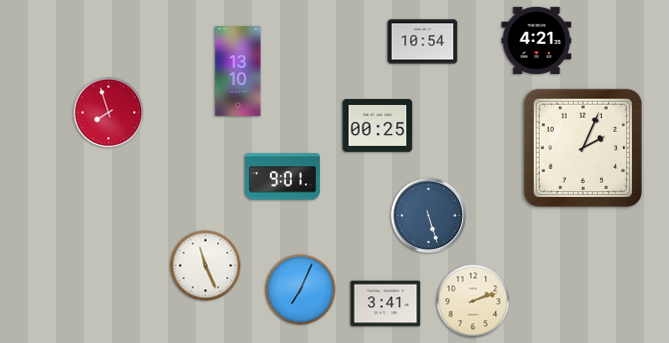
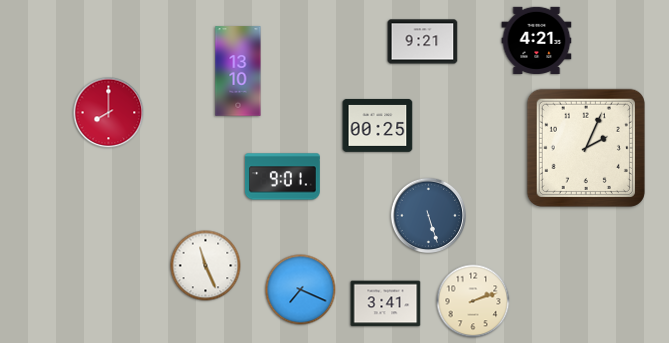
clock at (423, 42): 10:54 -> 9:21
clock at (109, 113): 7:57 -> 8:00
clock at (583, 148) position: (583, 148) -> (586, 148)
clock at (301, 290): 7:04 -> 7:19
